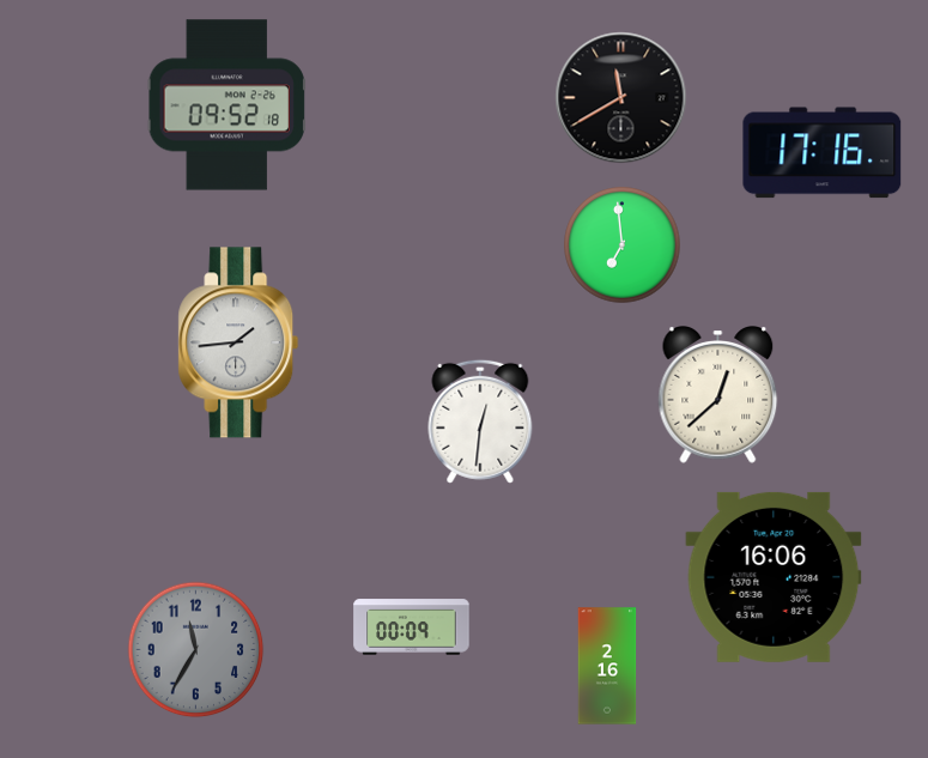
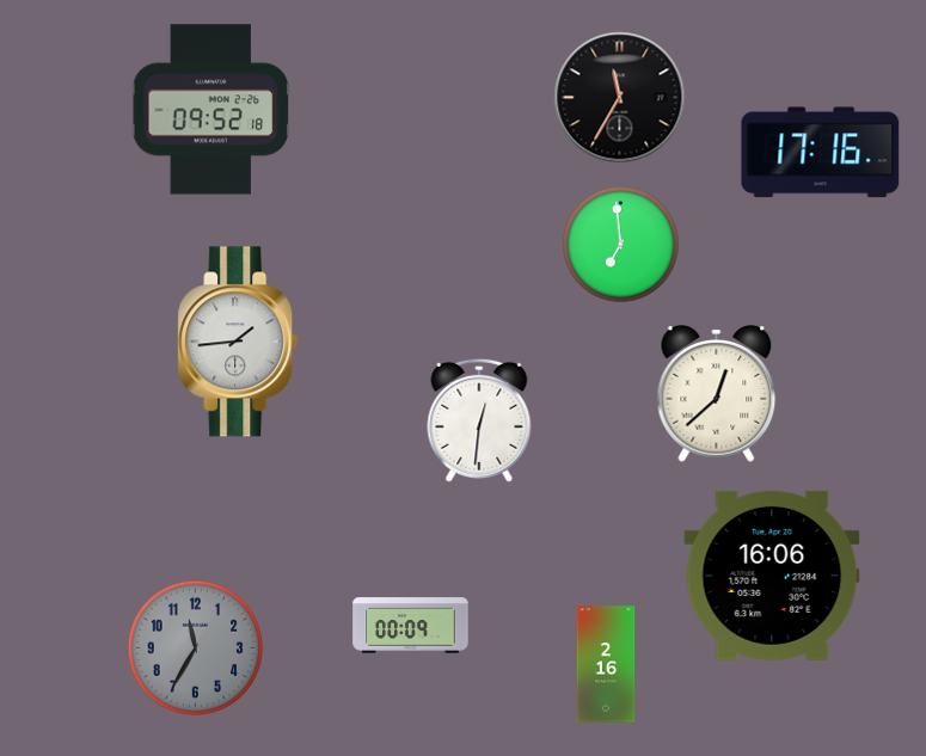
clock at (621, 98): 11:40 -> 11:35
clock at (226, 105) position: (226, 105) -> (210, 110)
